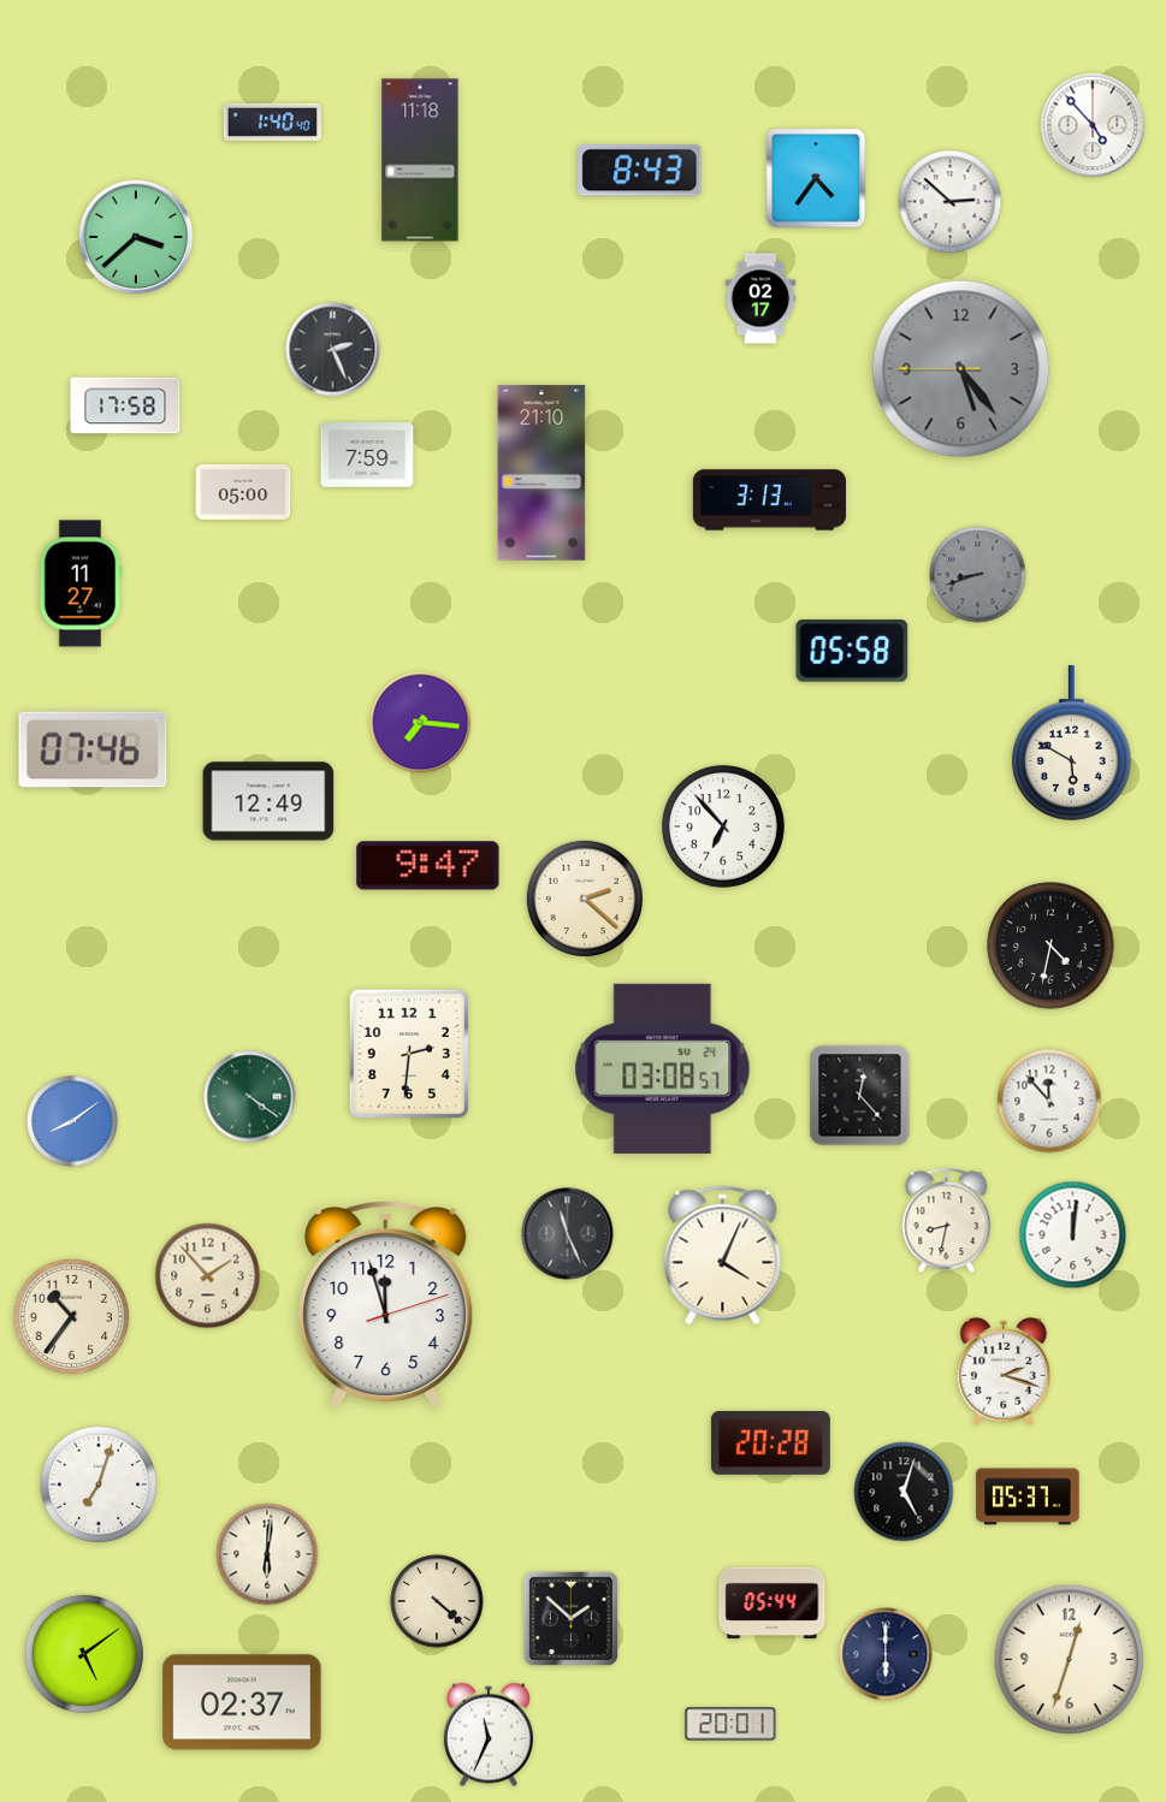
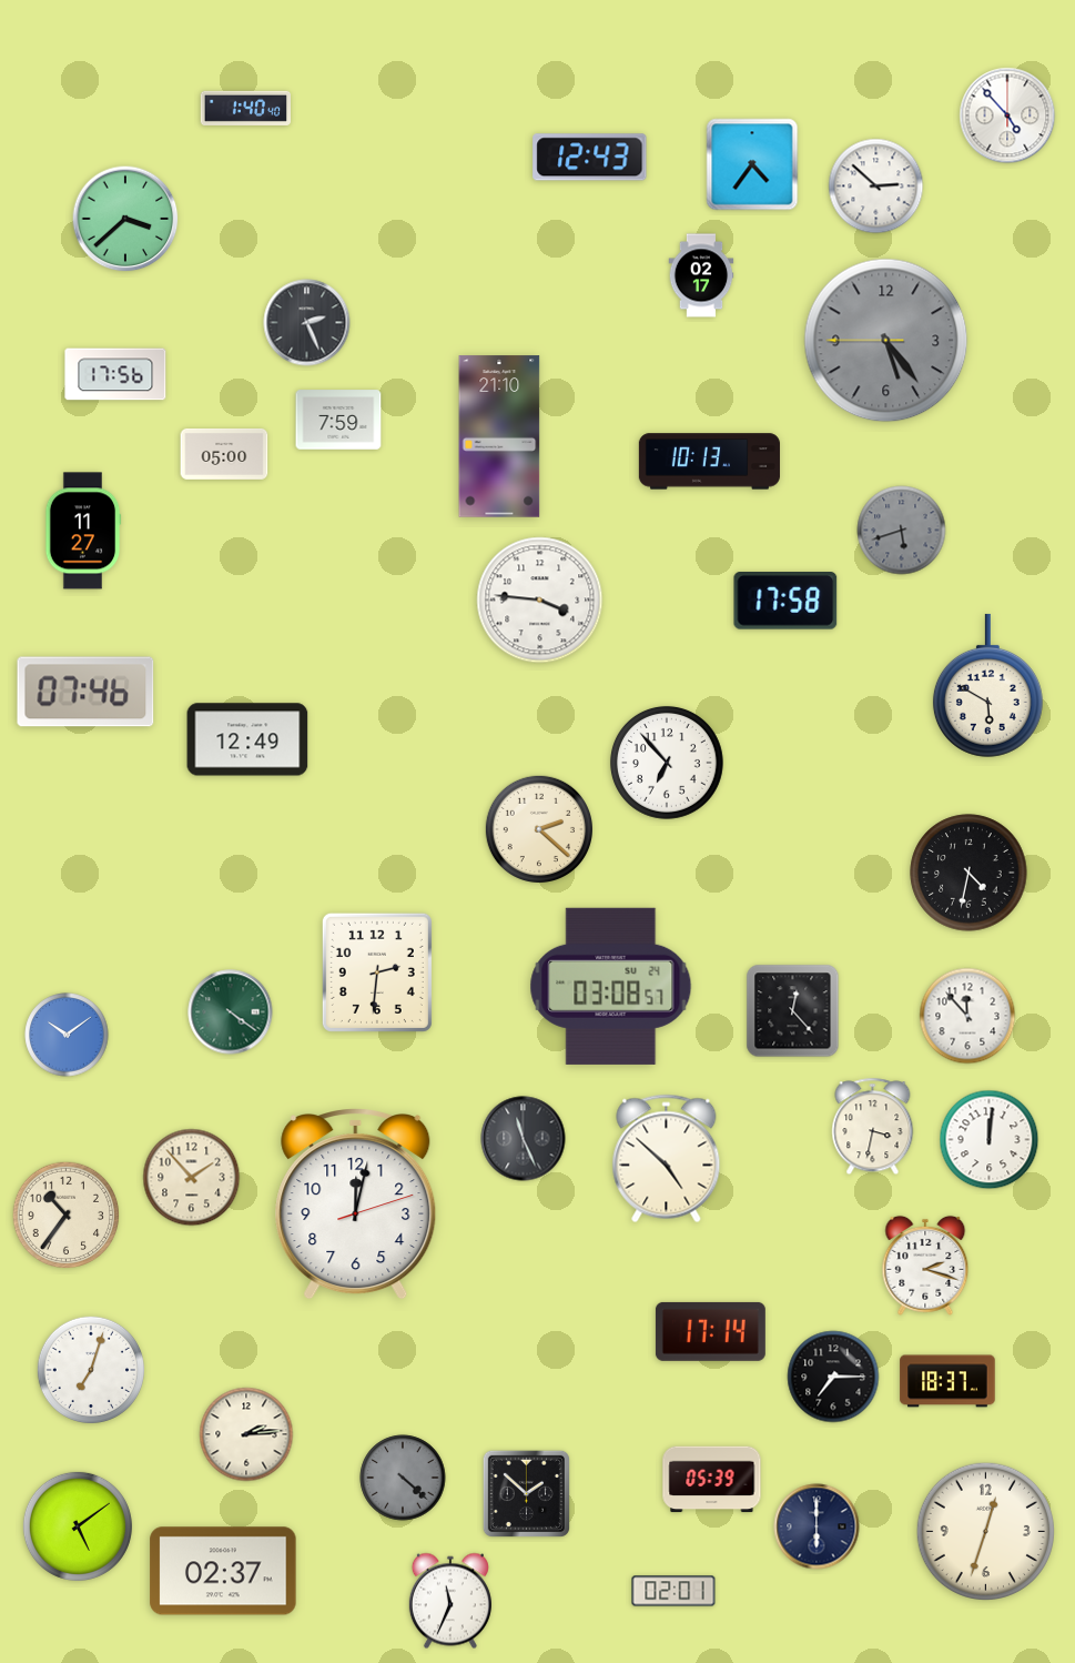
clock at (273, 121) position: (273, 121) -> (246, 108)
clock at (420, 160): 11:18 -> none
clock at (640, 171): 8:43 -> 12:43
clock at (125, 405): 17:58 -> 17:56
clock at (769, 500): 3:13 -> 10:13
clock at (978, 575): 8:42 -> 5:42
clock at (81, 583) position: (81, 583) -> (83, 531)
clock at (540, 601): none -> 3:46
clock at (852, 651): 05:58 -> 17:58
clock at (421, 723): 7:16 -> none
clock at (428, 866): 9:47 -> none
clock at (72, 1121): 8:09 -> 10:09
clock at (947, 1221): 8:32 -> 3:32
clock at (723, 1256): 4:04 -> 4:52
clock at (386, 1305): 11:57 -> 12:02
clock at (770, 1442): 20:28 -> 17:14
clock at (904, 1492): 5:03 -> 7:15
clock at (1028, 1496): 05:37 -> 18:37
clock at (267, 1554): 6:01 -> 2:14
clock at (437, 1601) dial: cream -> grey
clock at (773, 1604): 05:44 -> 05:39
clock at (730, 1724): 20:01 -> 02:01
